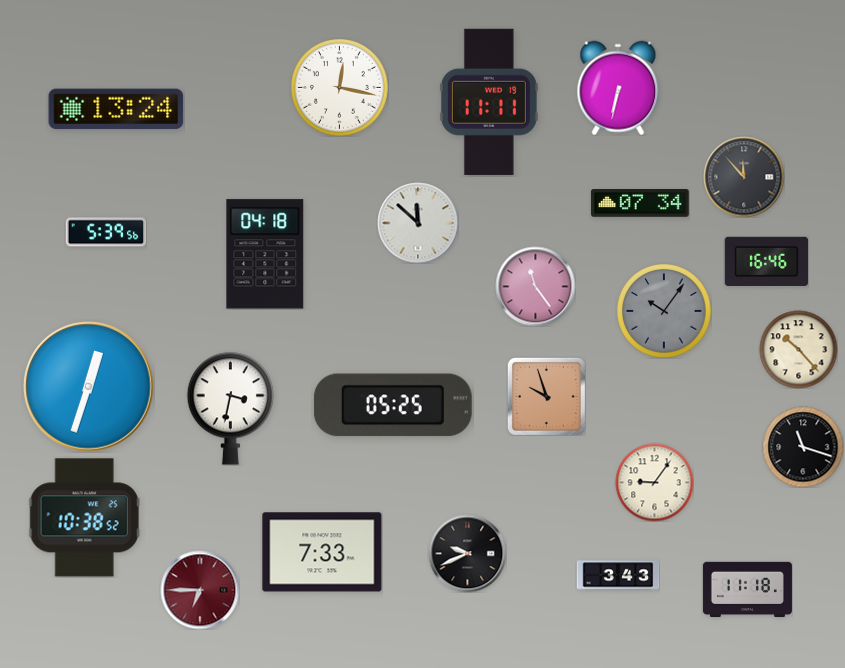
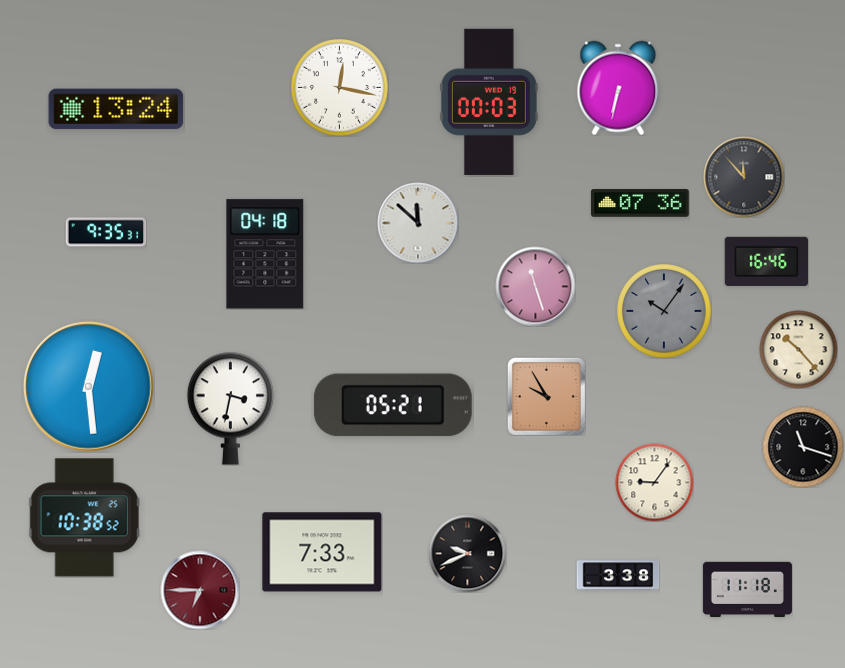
clock at (489, 102): 11:11 -> 00:03
clock at (641, 204): 07:34 -> 07:36
clock at (106, 232): 5:39 -> 9:35
clock at (535, 286): 11:24 -> 11:27
clock at (89, 387): 12:33 -> 12:29
clock at (546, 396): 9:57 -> 9:55
clock at (393, 405): 05:25 -> 05:21
clock at (618, 575): 3:43 -> 3:38
